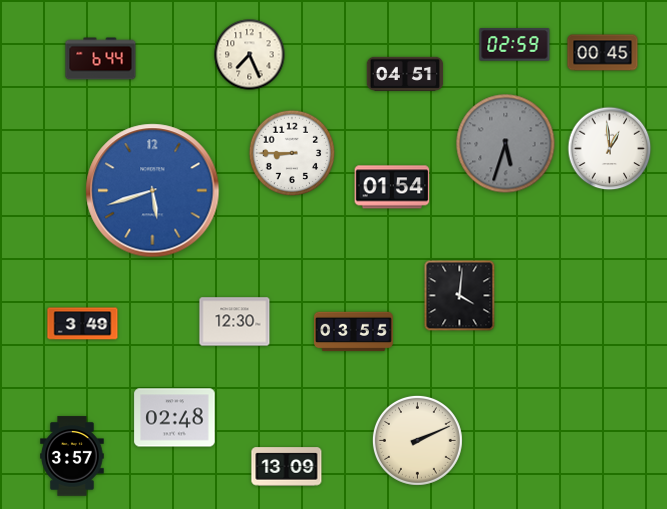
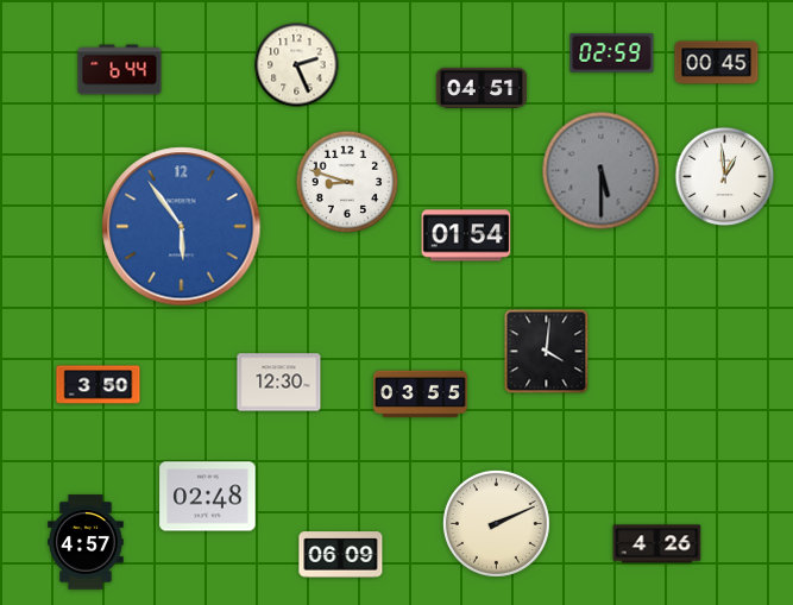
clock at (250, 55): 7:26 -> 2:26
clock at (506, 144): 5:33 -> 5:30
clock at (292, 153): 8:45 -> 8:48
clock at (392, 187) position: (392, 187) -> (466, 235)
clock at (153, 191): 5:42 -> 5:54
clock at (83, 324): 3:49 -> 3:50
clock at (72, 456): 3:57 -> 4:57
clock at (657, 544): none -> 4:26
clock at (287, 467): 13:09 -> 06:09
